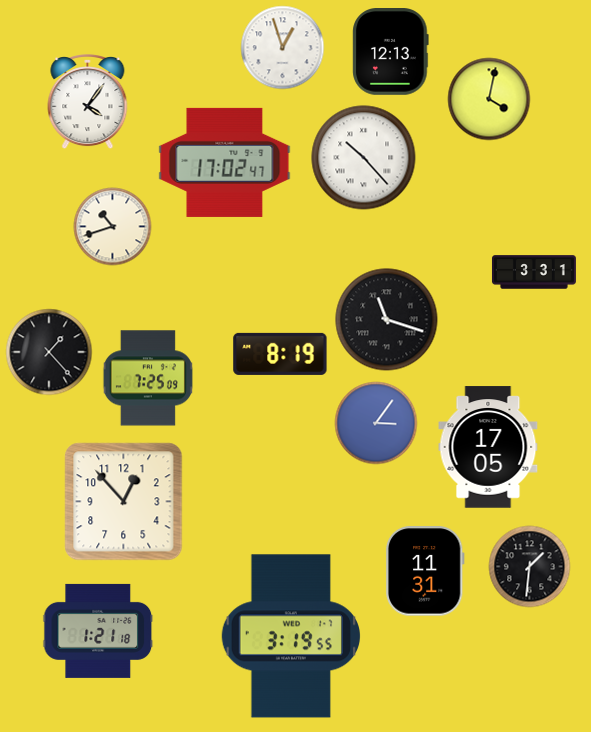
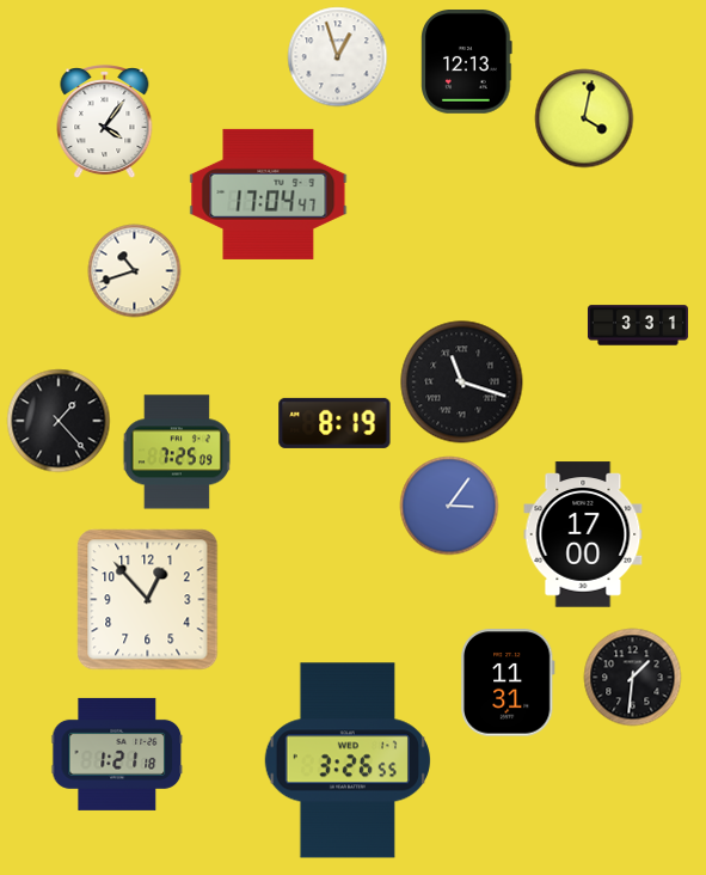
clock at (364, 158): 10:23 -> none
clock at (225, 162): 17:02 -> 17:04
clock at (488, 447): 17:05 -> 17:00
clock at (290, 636): 3:19 -> 3:26
